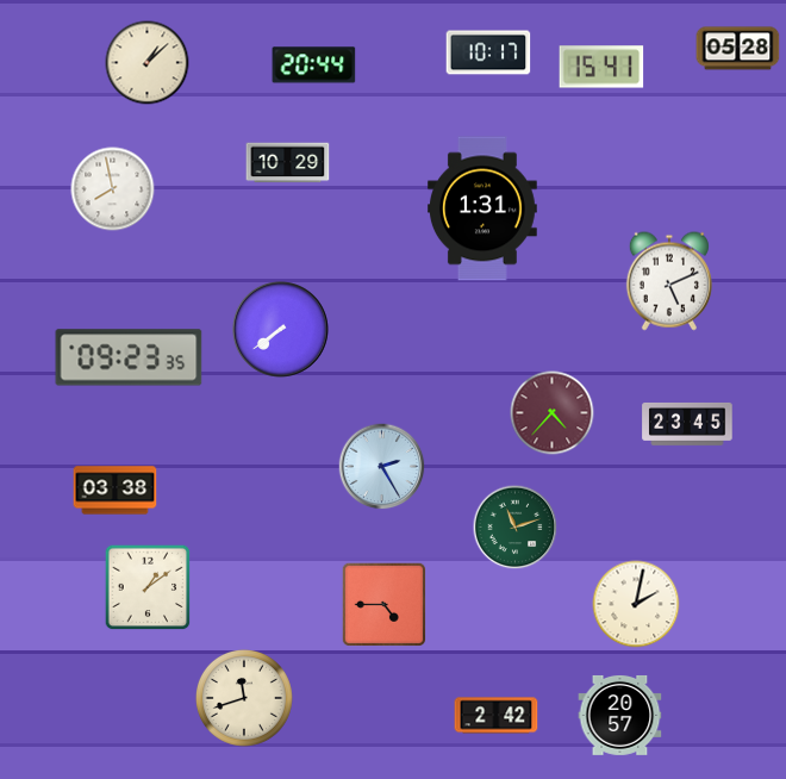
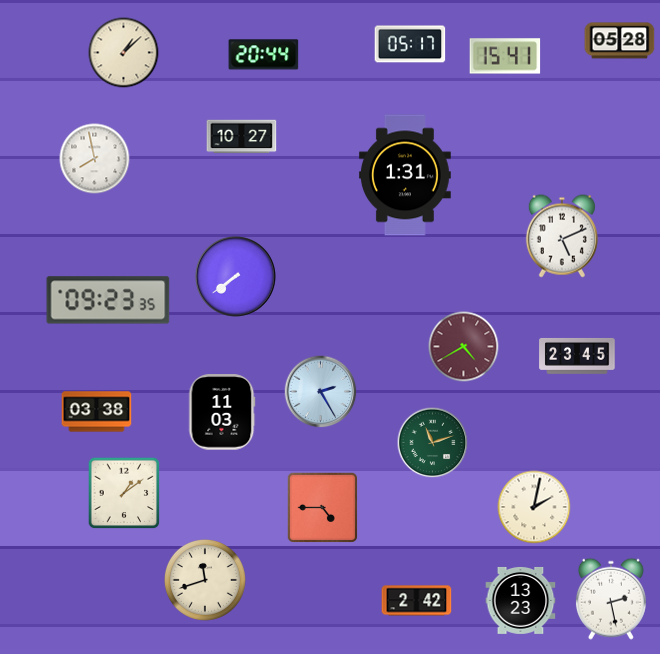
clock at (488, 52): 10:17 -> 05:17
clock at (288, 163): 10:29 -> 10:27
clock at (553, 413): 4:37 -> 4:40
clock at (222, 412): none -> 11:03
clock at (244, 698) position: (244, 698) -> (205, 580)
clock at (611, 599): none -> 2:28
clock at (620, 715): 20:57 -> 13:23
